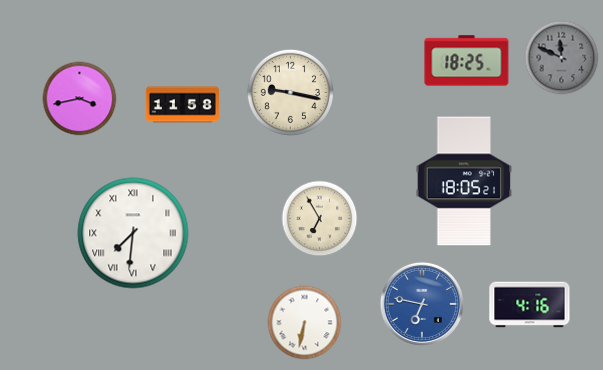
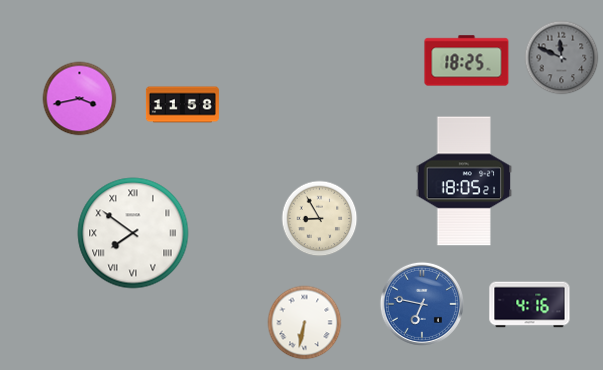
clock at (290, 92): 9:17 -> none
clock at (320, 219): 6:55 -> 8:55
clock at (133, 233): 7:31 -> 7:51
